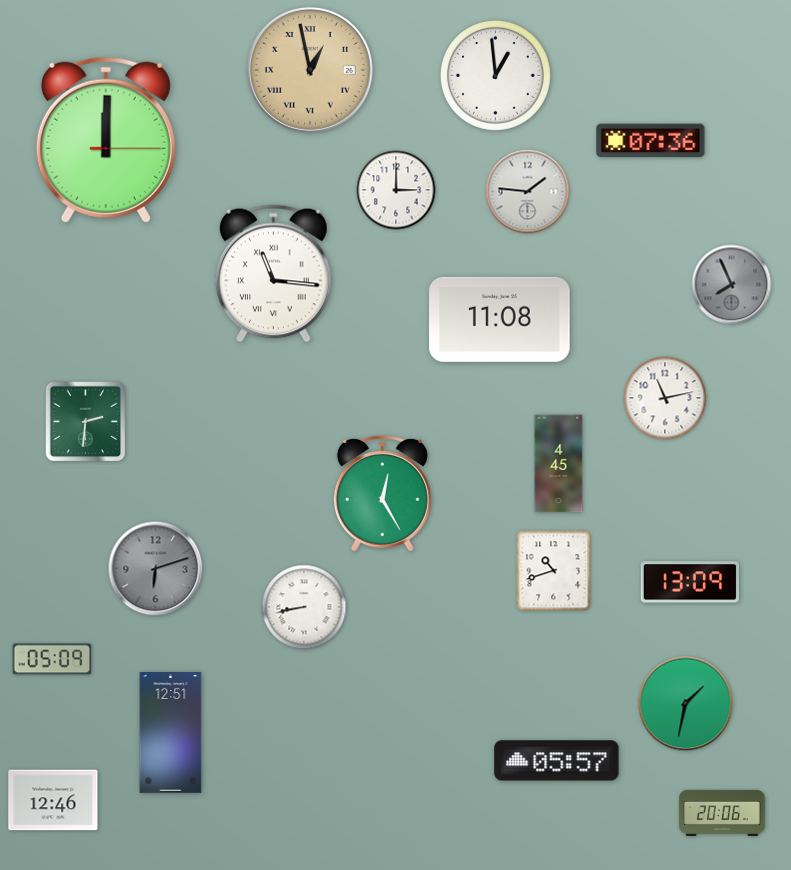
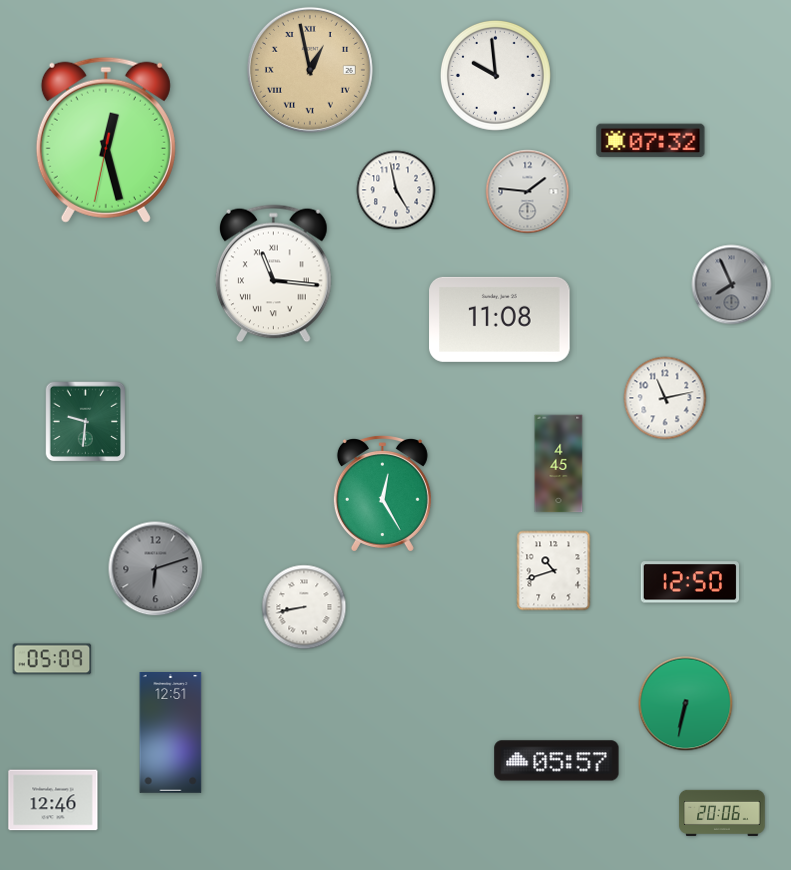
clock at (495, 75): 12:59 -> 9:59
clock at (106, 140): 12:00 -> 12:27
clock at (651, 141): 07:36 -> 07:32
clock at (396, 190): 3:00 -> 4:58
clock at (86, 422): 2:31 -> 9:31
clock at (689, 582): 13:09 -> 12:50
clock at (686, 704): 1:32 -> 6:32
